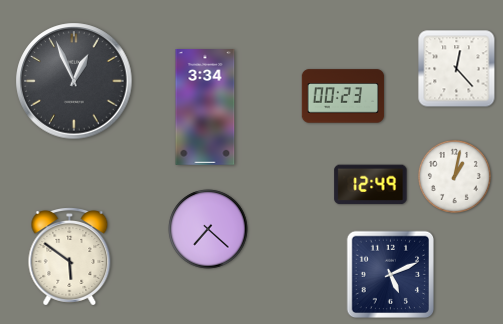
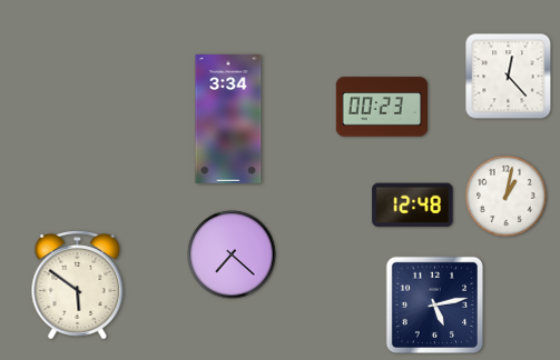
clock at (74, 81): 12:56 -> none
clock at (371, 185): 12:49 -> 12:48
clock at (391, 275): 5:11 -> 5:13
